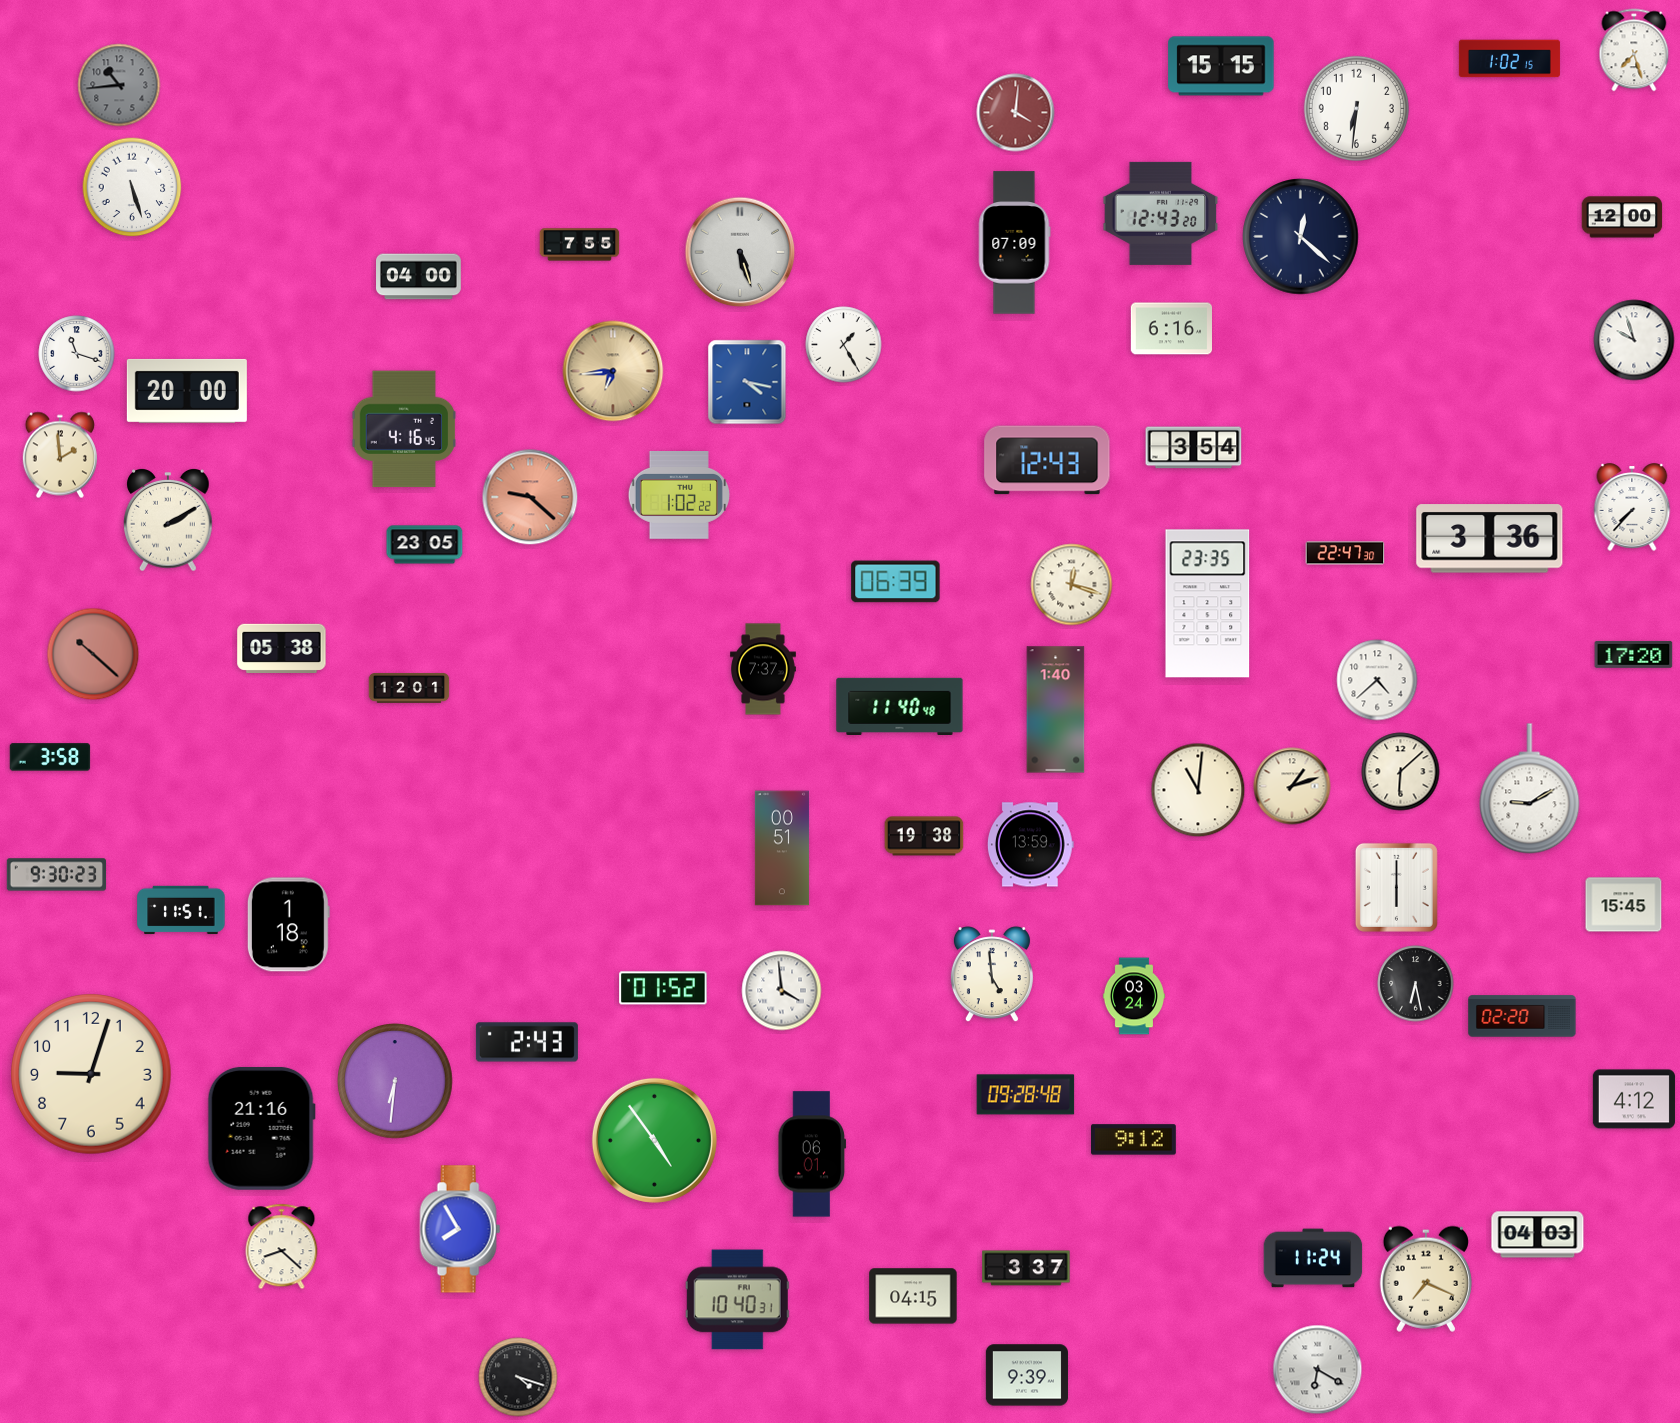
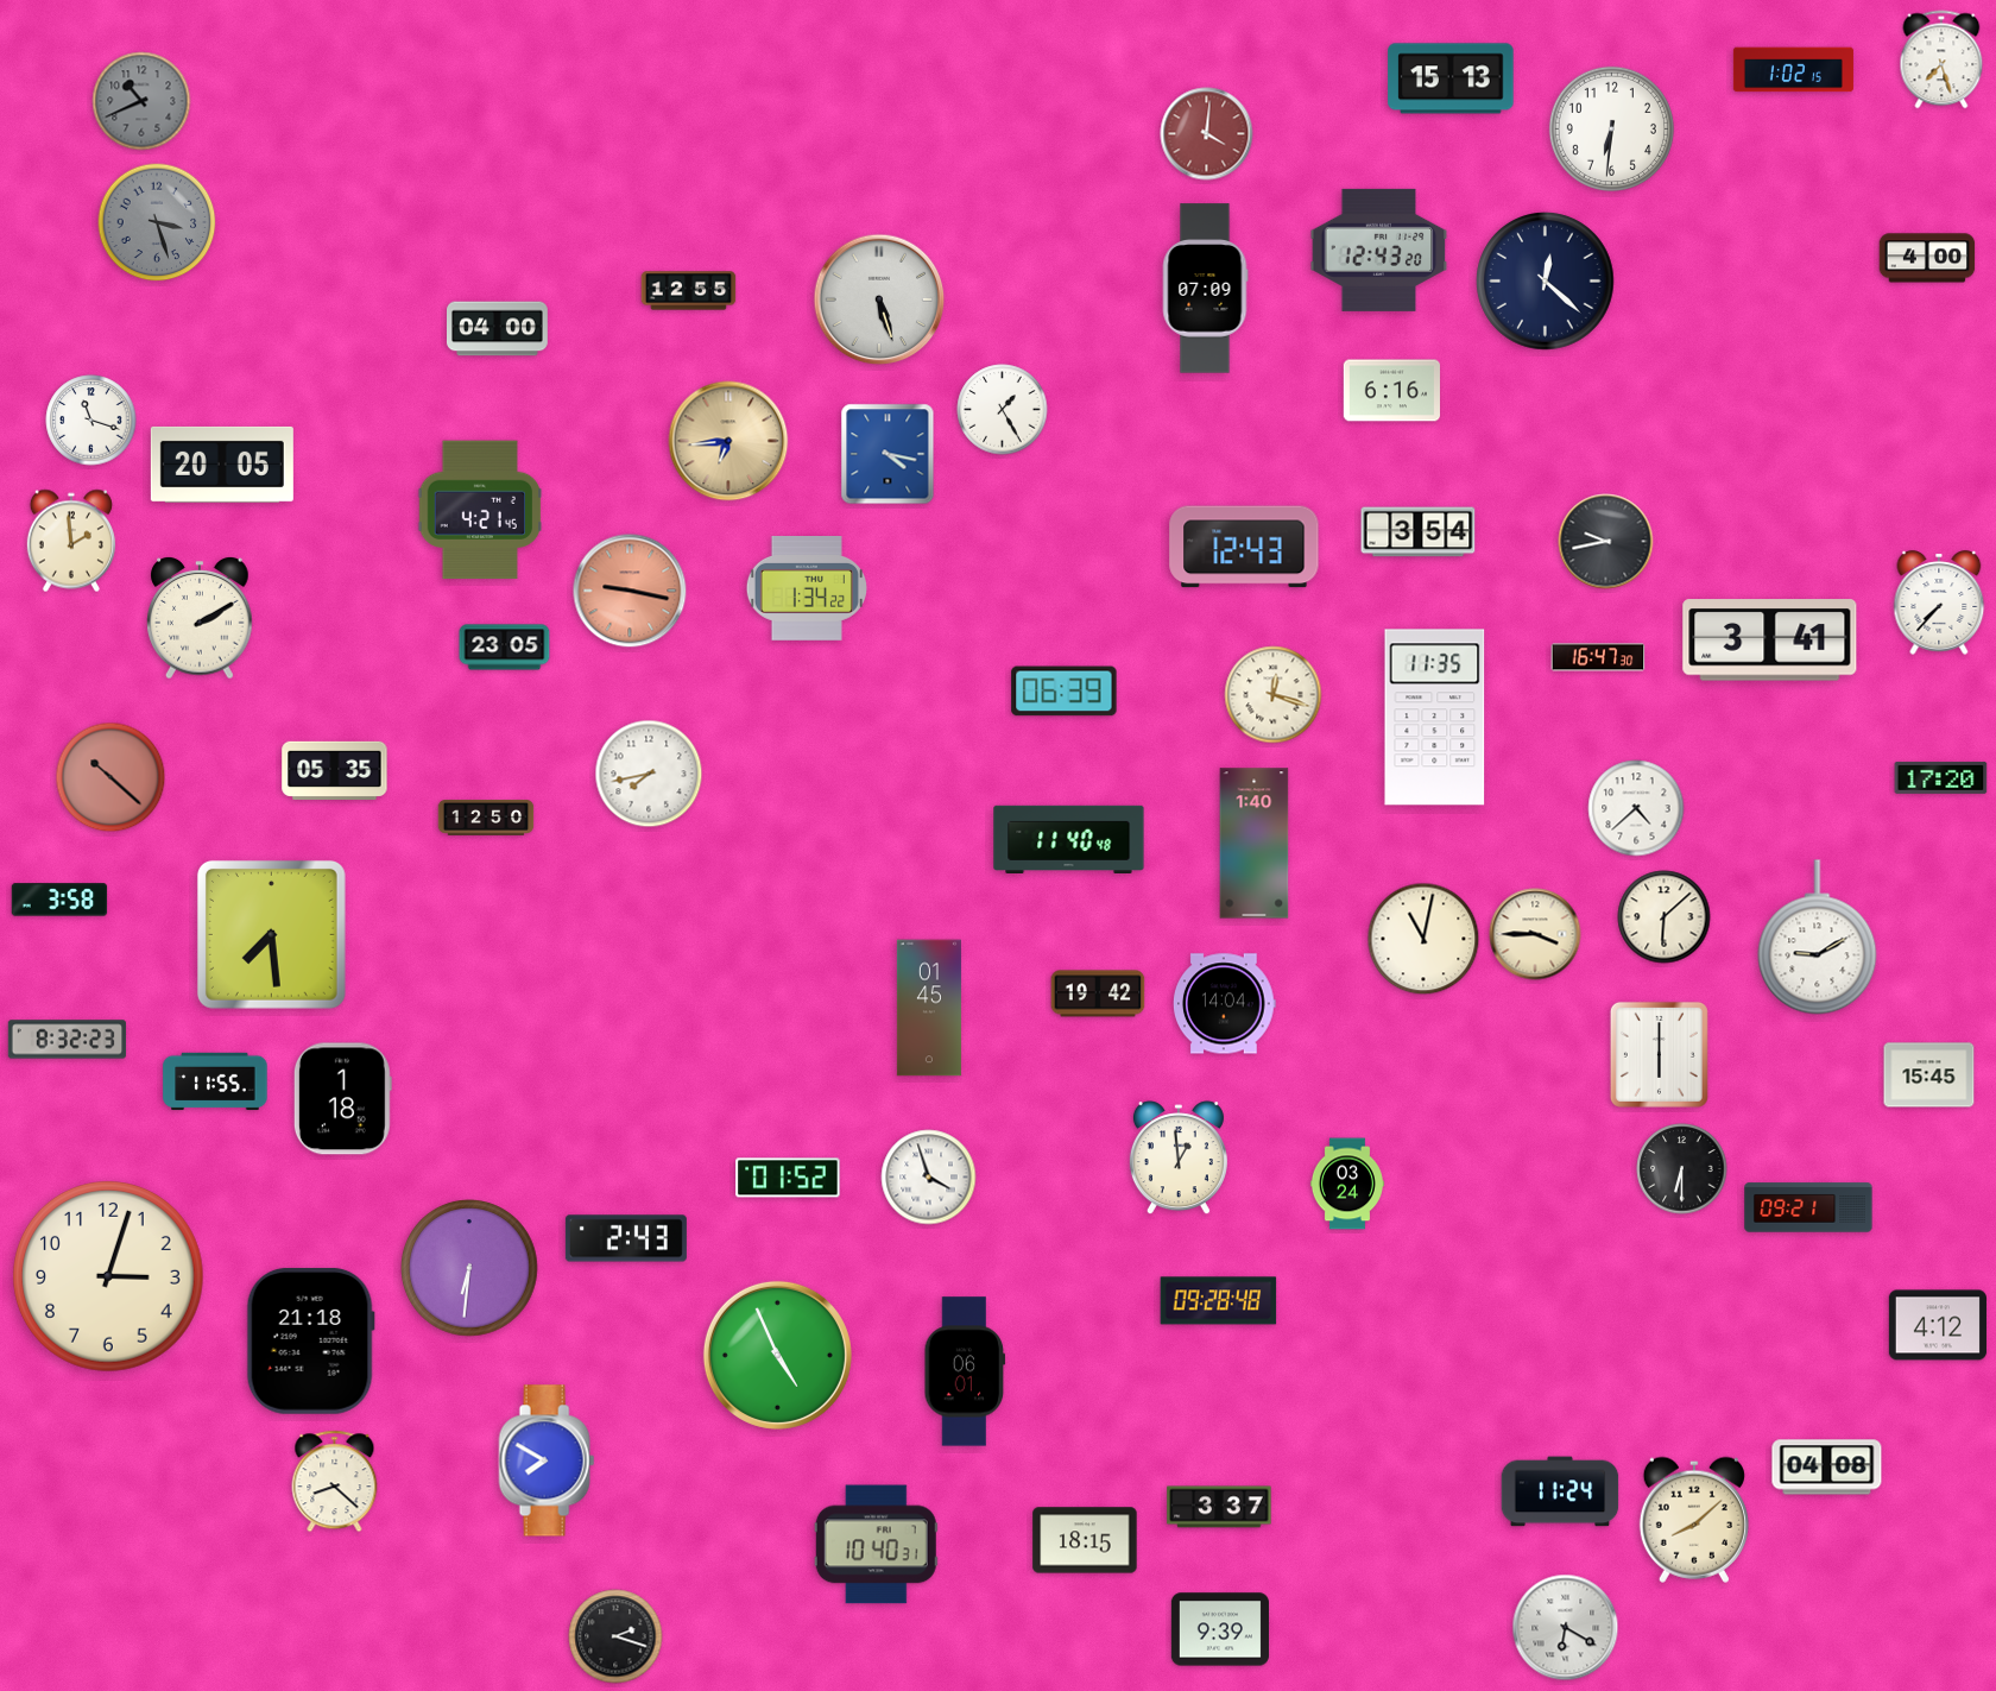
clock at (1221, 66): 15:15 -> 15:13
clock at (119, 85): 10:44 -> 10:41
clock at (132, 187): 5:27 -> 3:27
clock at (132, 187) dial: white -> grey
clock at (1161, 213) position: (1161, 213) -> (1379, 250)
clock at (1622, 217): 12:00 -> 4:00
clock at (580, 245): 7:55 -> 12:55
clock at (1634, 340): 9:57 -> none
clock at (187, 391): 20:00 -> 20:05
clock at (403, 429): 4:16 -> 4:21
clock at (1606, 542): none -> 9:43
clock at (679, 496): 1:02 -> 1:34
clock at (530, 497): 9:22 -> 9:17
clock at (1490, 539): 3:36 -> 3:41
clock at (1345, 553): 22:47 -> 16:47
clock at (1208, 604): 23:35 -> 11:35
clock at (282, 648): 05:38 -> 05:35
clock at (649, 774): none -> 7:43
clock at (764, 669): 7:37 -> none
clock at (409, 689): 12:01 -> 12:50
clock at (271, 934): none -> 7:29
clock at (1292, 786): 1:12 -> 3:45
clock at (1198, 790): 11:01 -> 11:02
clock at (924, 836): 19:38 -> 19:42
clock at (1031, 845): 13:59 -> 14:04
clock at (782, 848): 00:51 -> 01:45
clock at (57, 875): 9:30 -> 8:32
clock at (181, 910): 11:51 -> 11:55
clock at (992, 975): 4:59 -> 12:59
clock at (1416, 984): 6:28 -> 6:30
clock at (663, 988) position: (663, 988) -> (788, 1178)
clock at (782, 991): 3:59 -> 3:57
clock at (1522, 1016): 02:20 -> 09:21
clock at (92, 1075): 9:03 -> 3:03
clock at (396, 1082) position: (396, 1082) -> (470, 1269)
clock at (1634, 1099) position: (1634, 1099) -> (1938, 1325)
clock at (261, 1129): 21:16 -> 21:18
clock at (654, 1140): 4:54 -> 4:56
clock at (1134, 1140): 9:12 -> none
clock at (460, 1229): 7:55 -> 7:50
clock at (1538, 1235): 04:03 -> 04:08
clock at (1313, 1258) position: (1313, 1258) -> (1560, 1491)
clock at (1426, 1279): 7:19 -> 8:08
clock at (913, 1296): 04:15 -> 18:15
clock at (1027, 1375) position: (1027, 1375) -> (1220, 1629)
clock at (518, 1377): 4:18 -> 2:18
